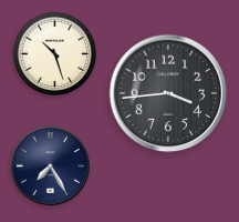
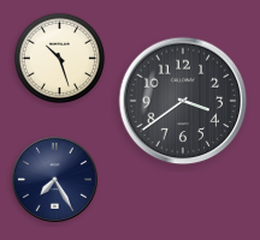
clock at (168, 93): 3:44 -> 3:39
